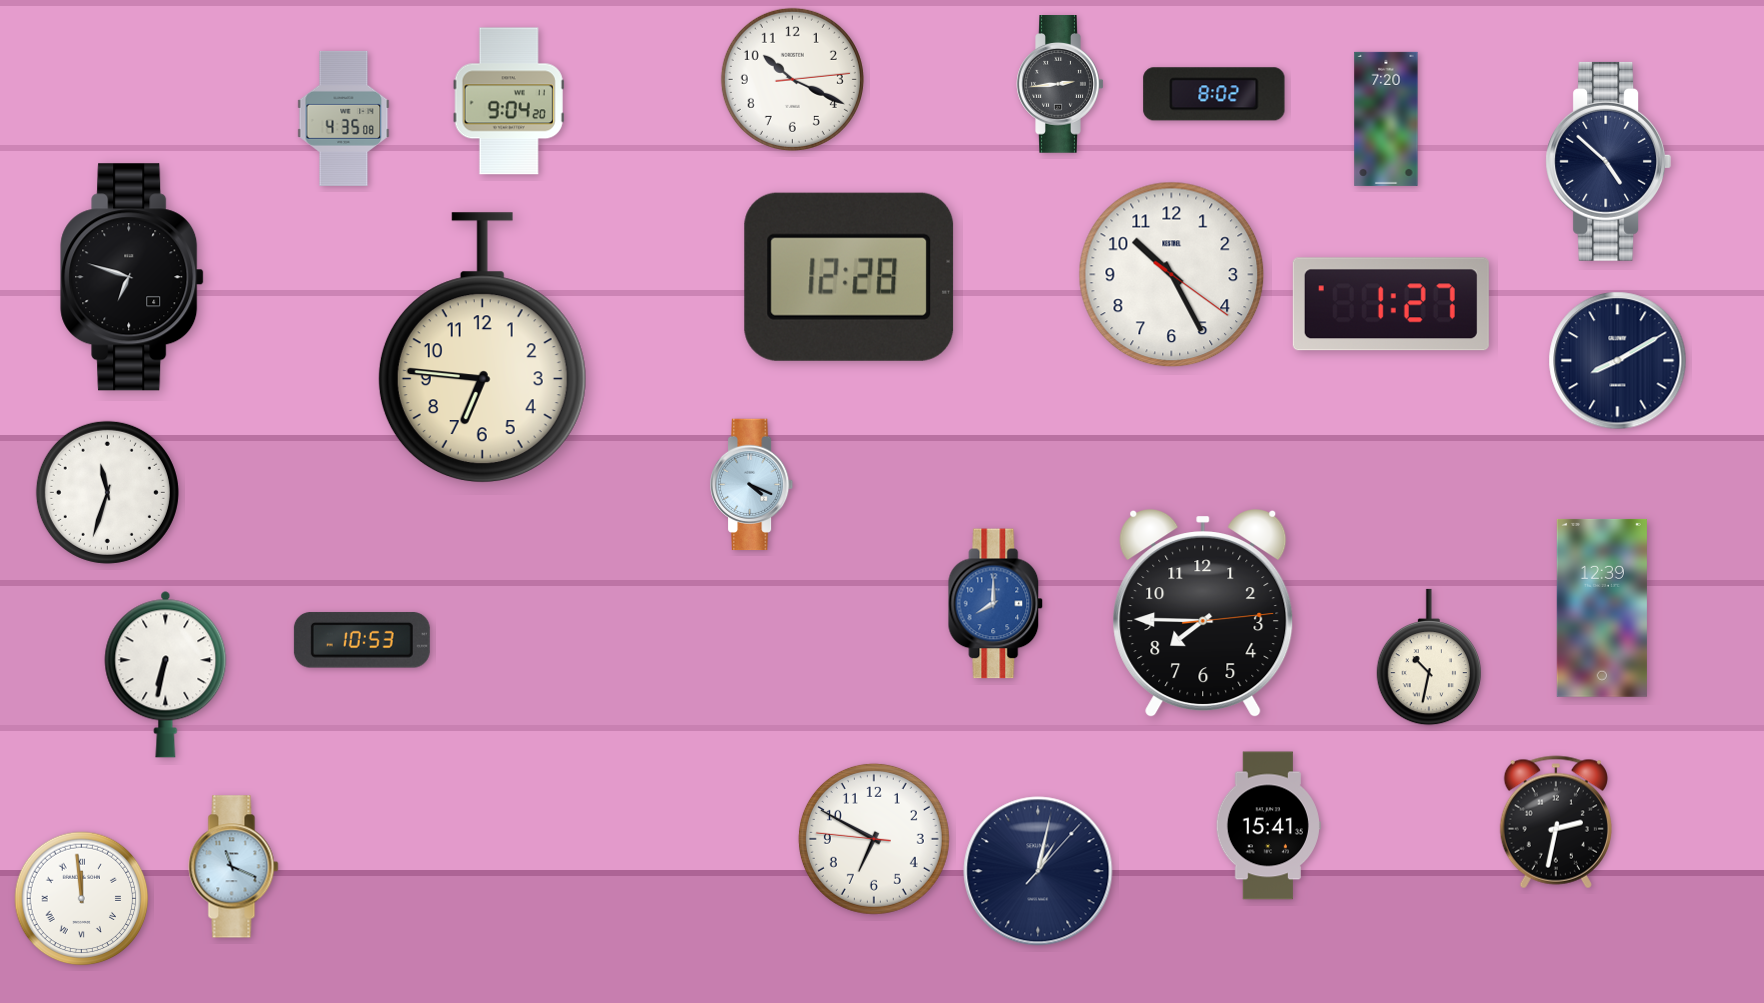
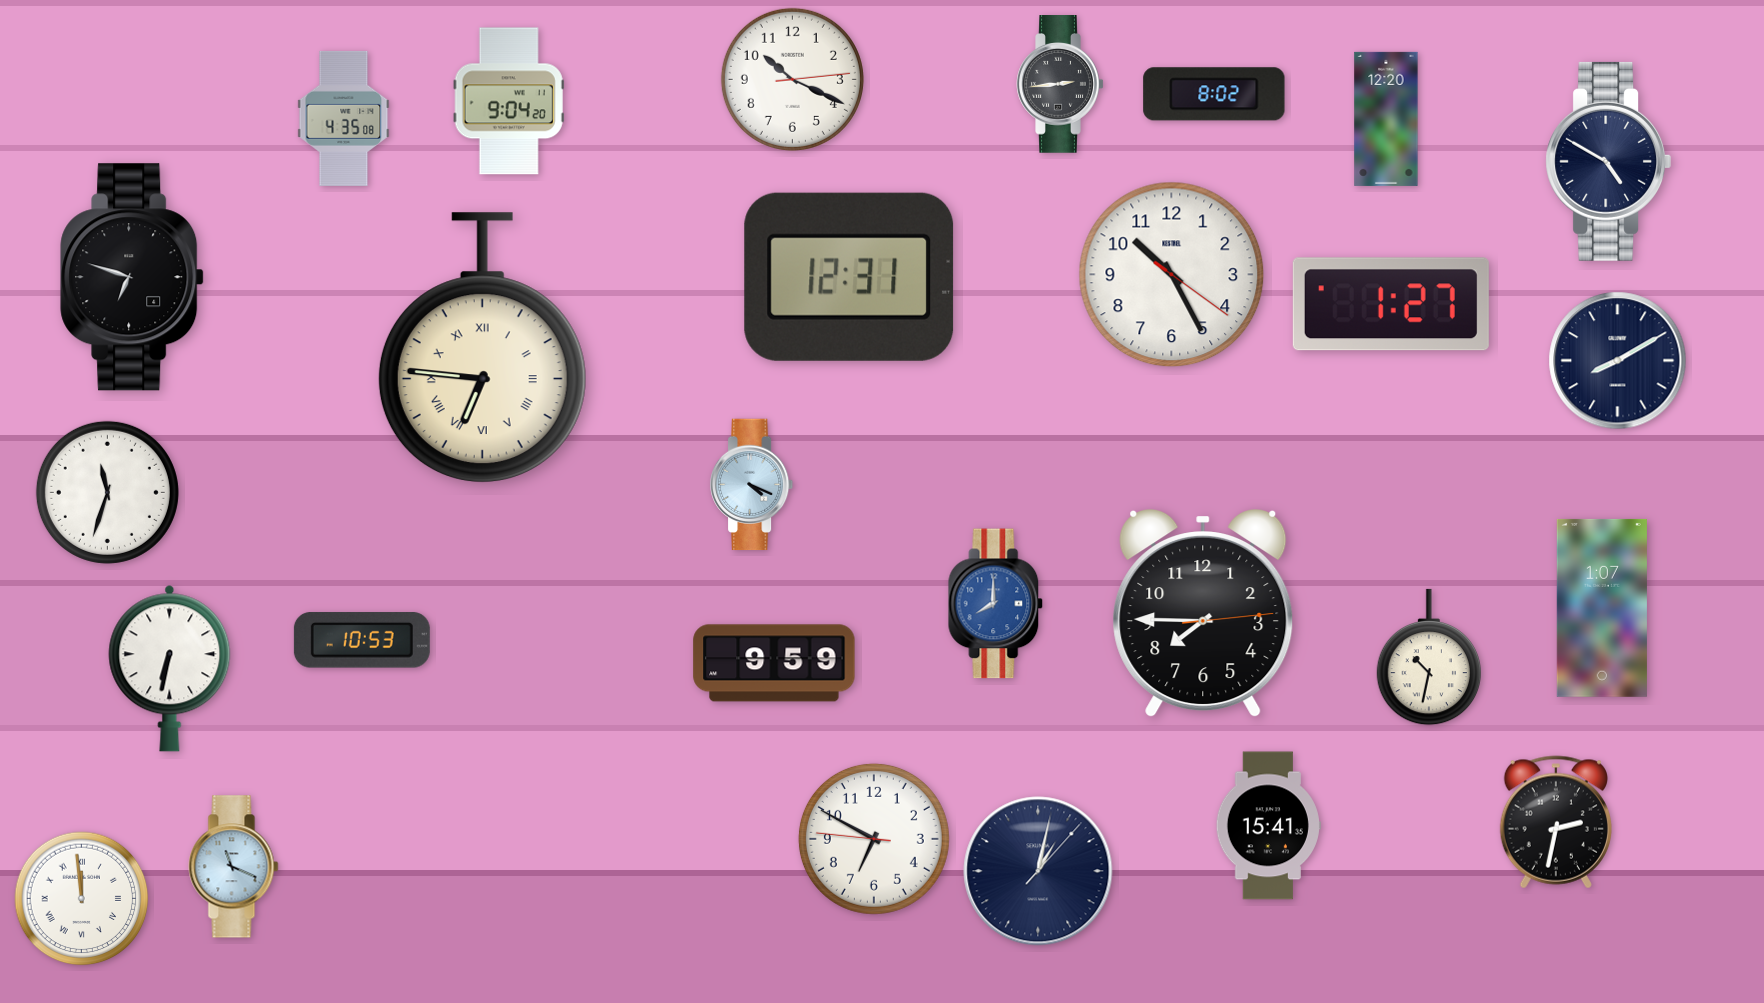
clock at (1386, 119): 7:20 -> 12:20
clock at (1609, 161): 4:52 -> 4:50
clock at (849, 277): 12:28 -> 12:31
clock at (482, 347) numerals: Arabic -> Roman
clock at (1602, 608): 12:39 -> 1:07
clock at (774, 663): none -> 9:59
clock at (166, 674) position: (166, 674) -> (170, 668)
